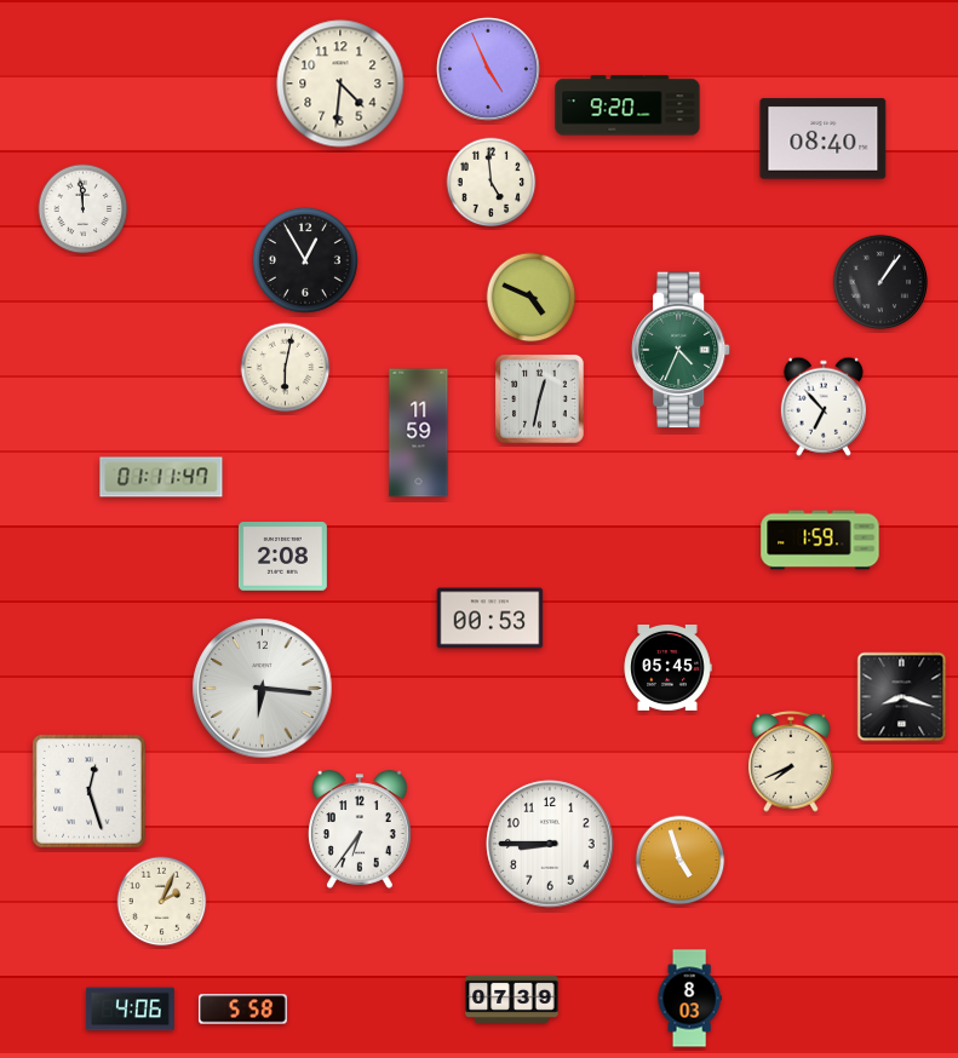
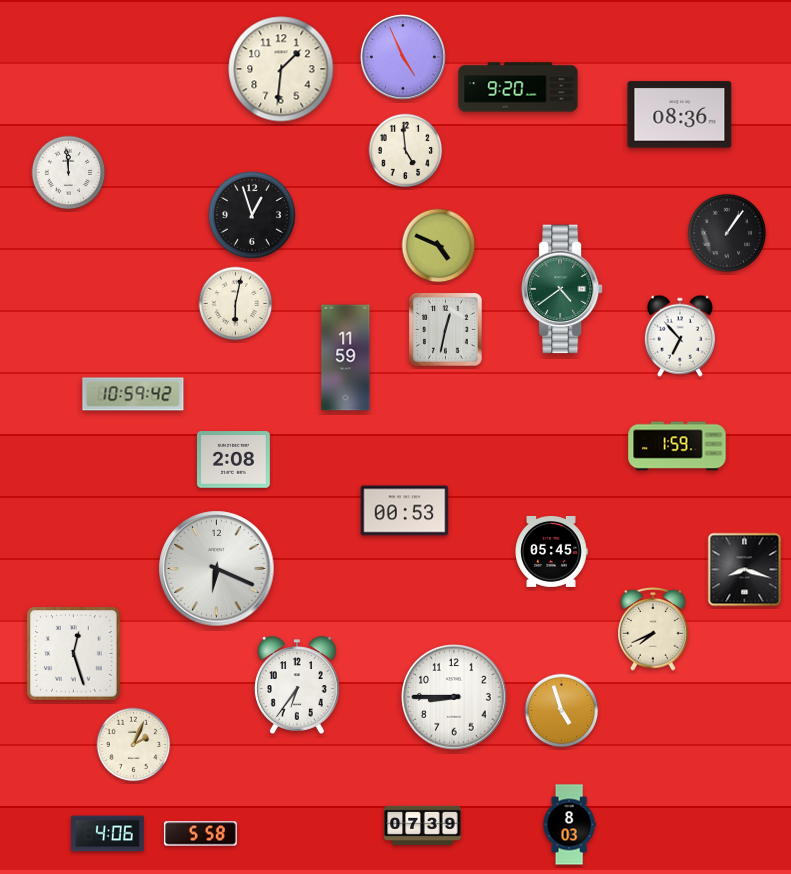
clock at (340, 84): 4:31 -> 1:31
clock at (824, 139): 08:40 -> 08:36
clock at (305, 260): 12:55 -> 12:57
clock at (681, 350): 4:34 -> 4:39
clock at (161, 477): 01:11 -> 10:59
clock at (263, 689): 6:16 -> 6:19
clock at (902, 697) position: (902, 697) -> (745, 570)
